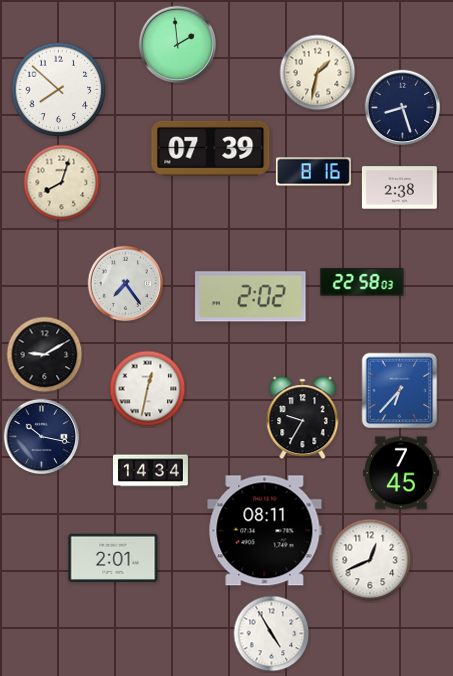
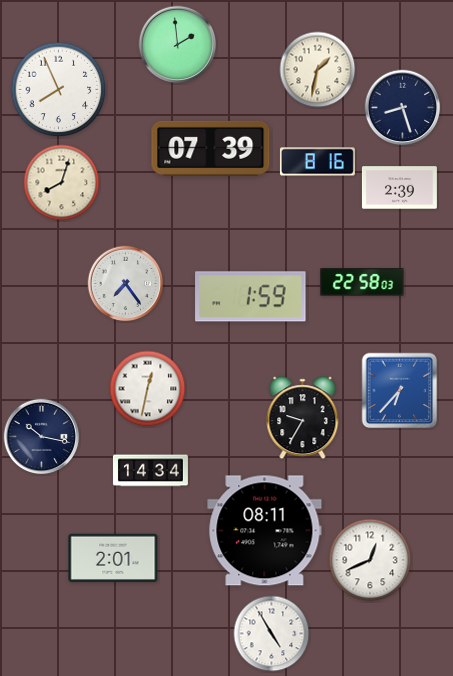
clock at (318, 73) position: (318, 73) -> (318, 70)
clock at (59, 90): 7:52 -> 7:56
clock at (313, 172) position: (313, 172) -> (317, 162)
clock at (399, 188): 2:38 -> 2:39
clock at (251, 297): 2:02 -> 1:59
clock at (45, 355): 9:10 -> none
clock at (401, 473): 7:45 -> none
